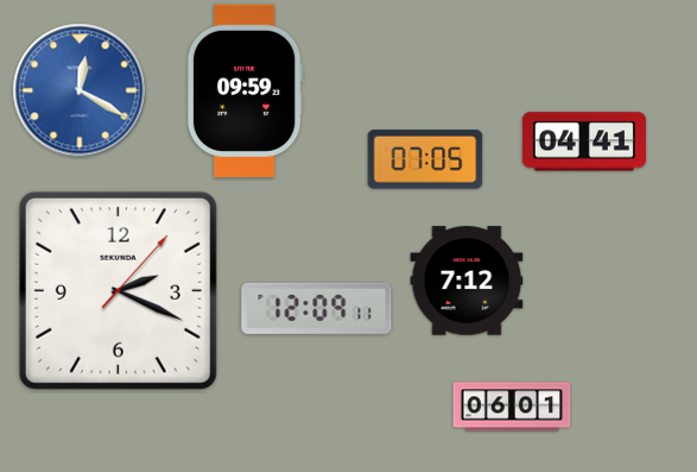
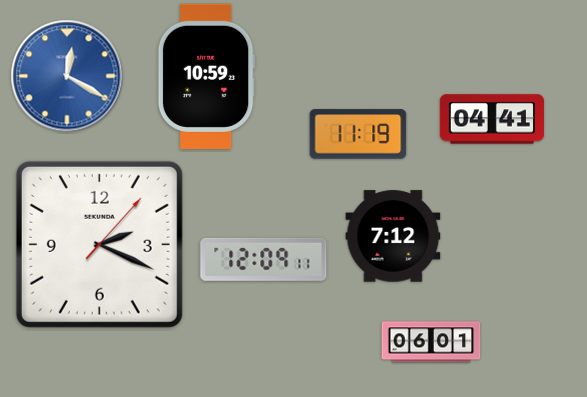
clock at (245, 90): 09:59 -> 10:59
clock at (425, 159): 07:05 -> 11:19
clock at (317, 308) position: (317, 308) -> (264, 259)
